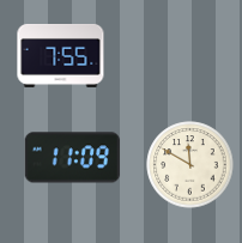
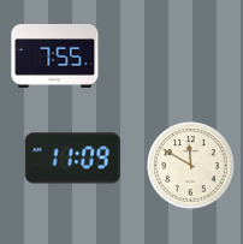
clock at (61, 56) position: (61, 56) -> (55, 56)
